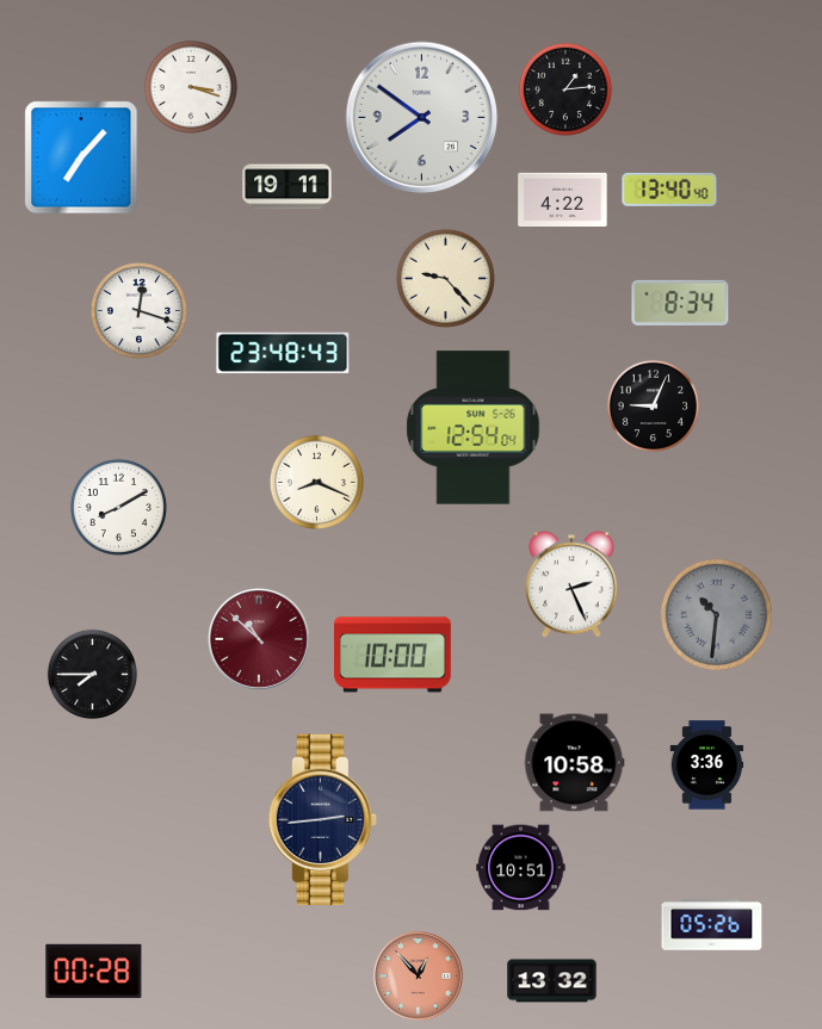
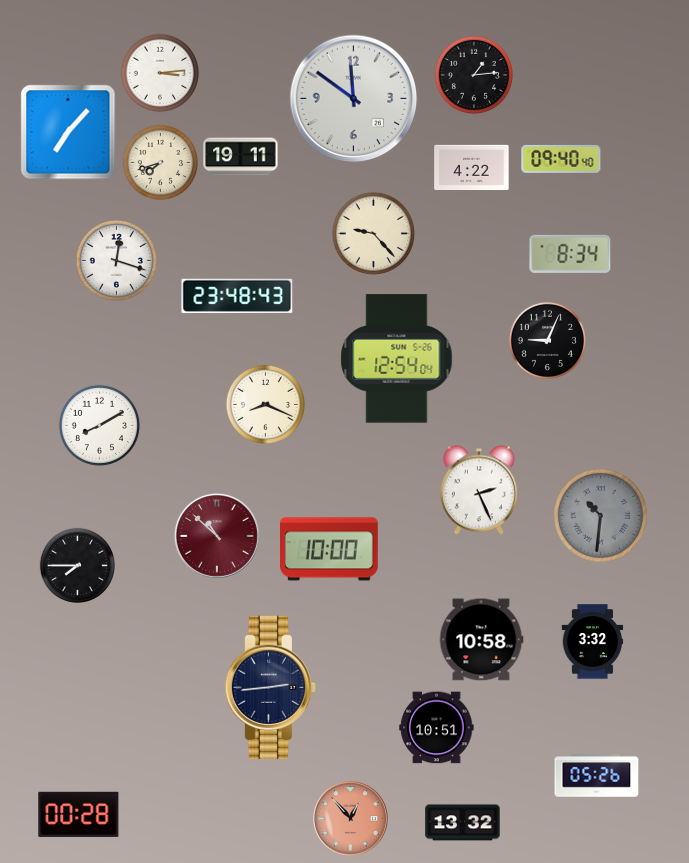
clock at (191, 87): 3:18 -> 3:14
clock at (422, 118): 7:51 -> 11:51
clock at (669, 190): 13:40 -> 09:40
clock at (160, 162): none -> 7:42
clock at (707, 765): 3:36 -> 3:32
